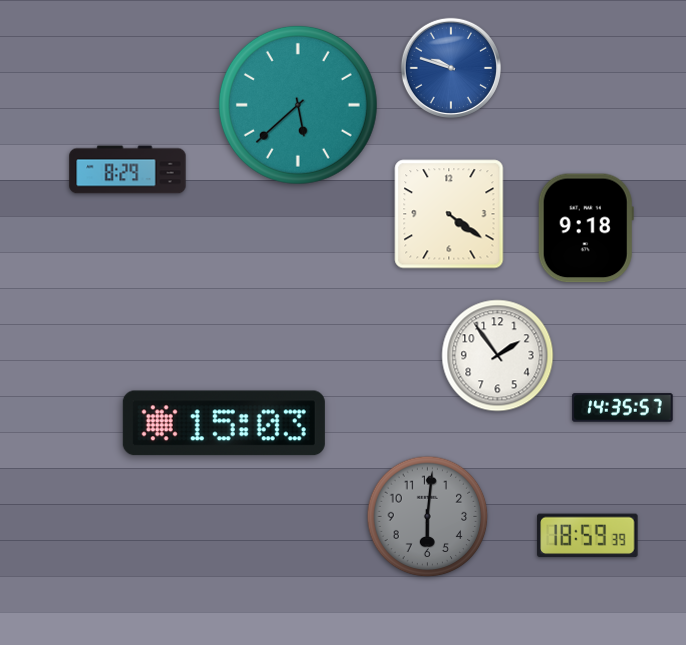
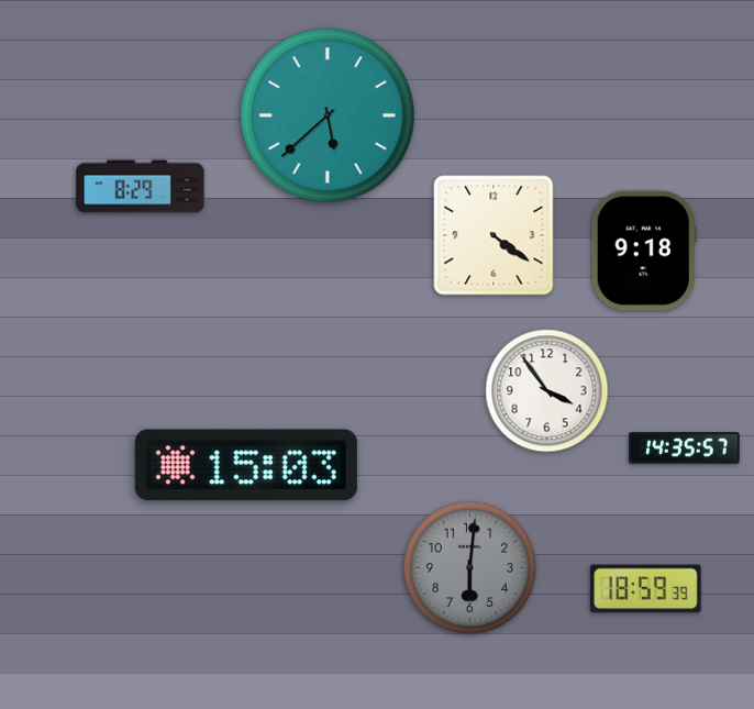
clock at (451, 68): 9:48 -> none
clock at (498, 356): 1:54 -> 3:54
